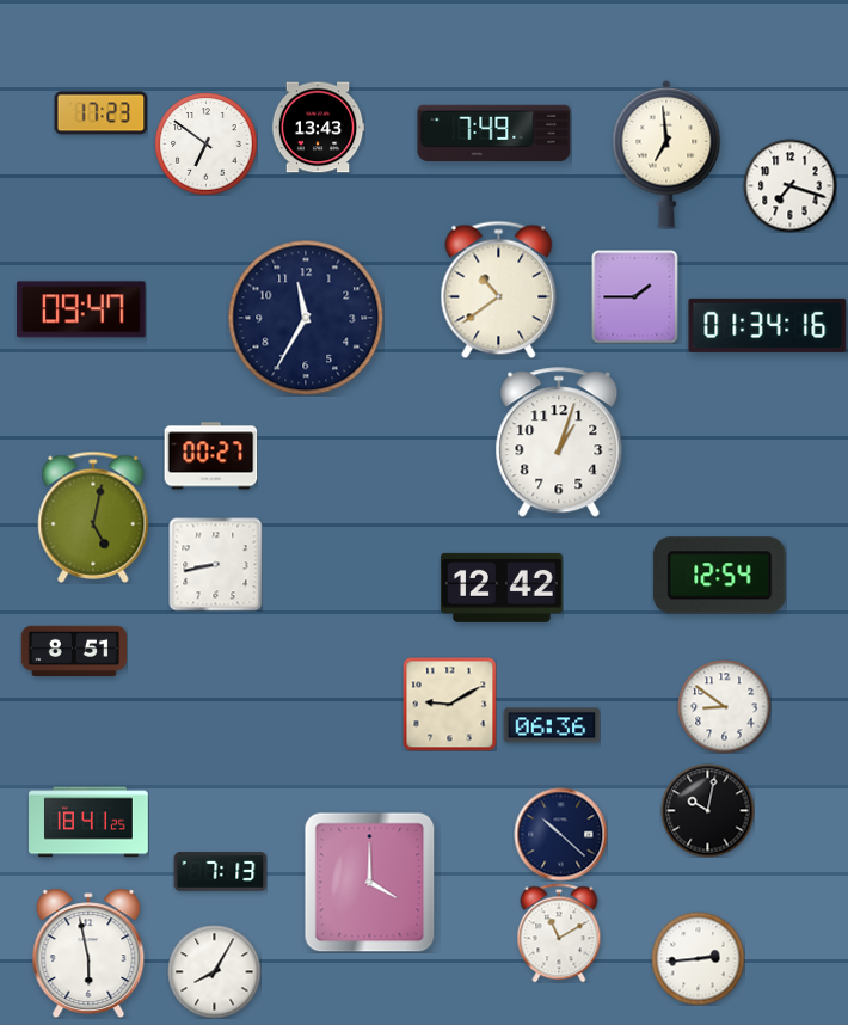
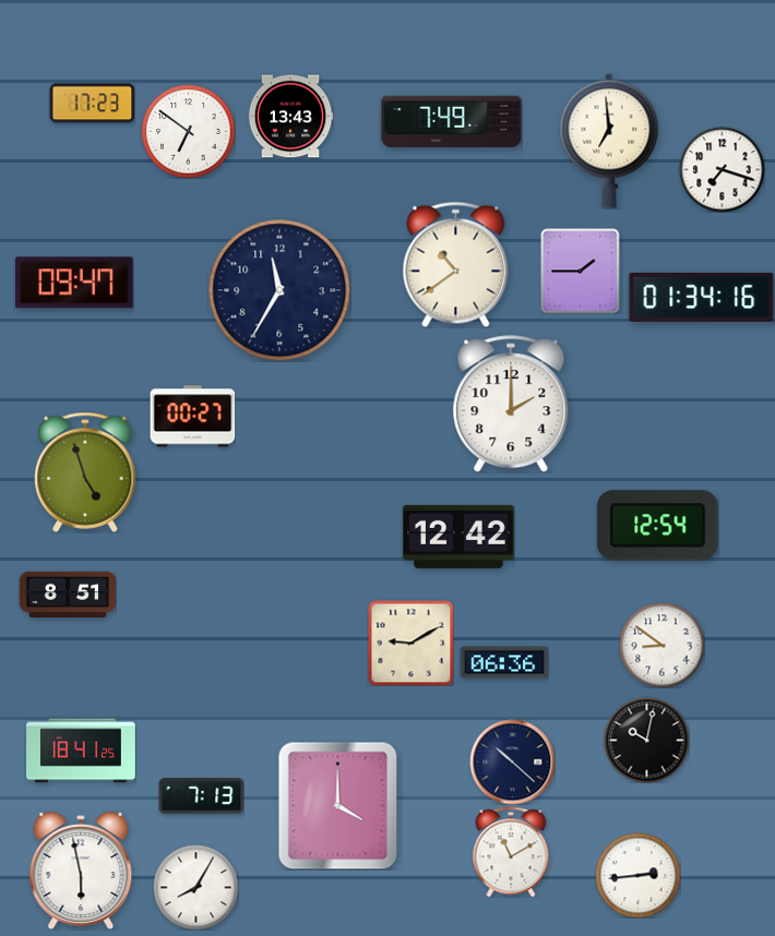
clock at (559, 442): 1:03 -> 2:00
clock at (93, 517): 5:02 -> 4:57
clock at (215, 564): 8:43 -> none
